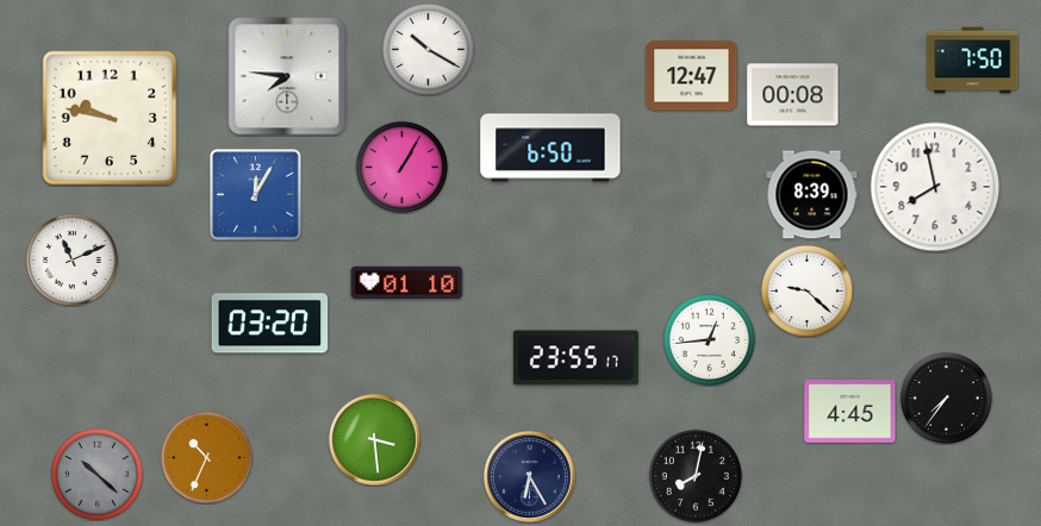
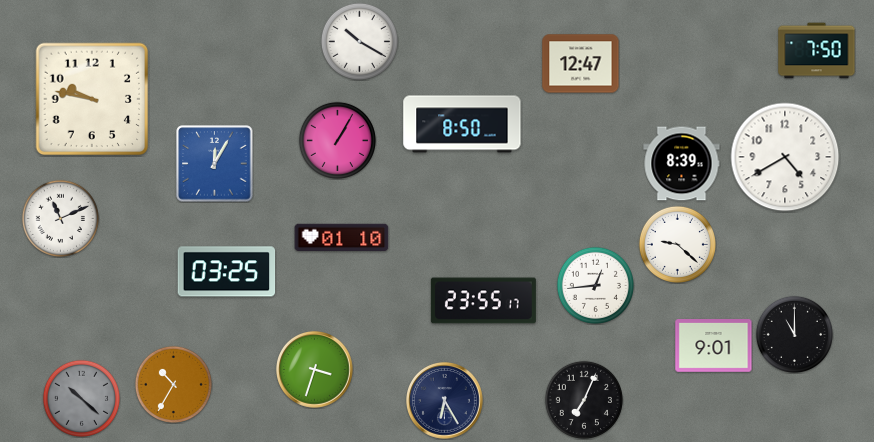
clock at (287, 76): 7:46 -> none
clock at (793, 95): 00:08 -> none
clock at (550, 148): 6:50 -> 8:50
clock at (935, 187): 7:58 -> 4:40
clock at (270, 324): 03:20 -> 03:25
clock at (946, 397): 7:36 -> 11:00
clock at (850, 412): 4:45 -> 9:01
clock at (375, 440): 3:29 -> 3:33
clock at (206, 457): 10:34 -> 10:35
clock at (696, 476): 8:02 -> 7:04
